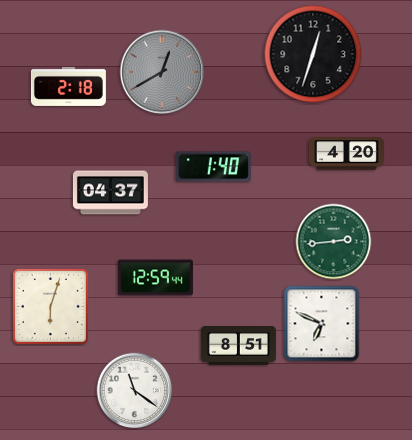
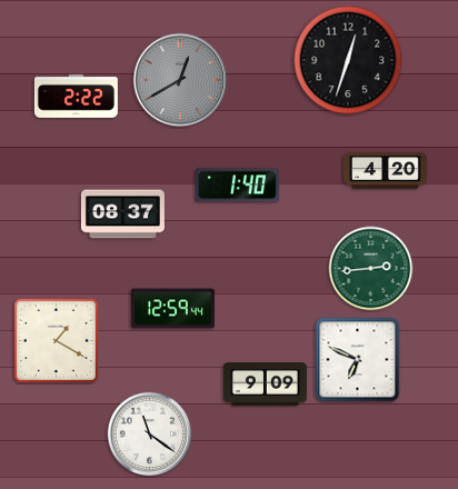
clock at (68, 86): 2:18 -> 2:22
clock at (110, 193): 04:37 -> 08:37
clock at (50, 306): 6:03 -> 1:20
clock at (238, 346): 8:51 -> 9:09
